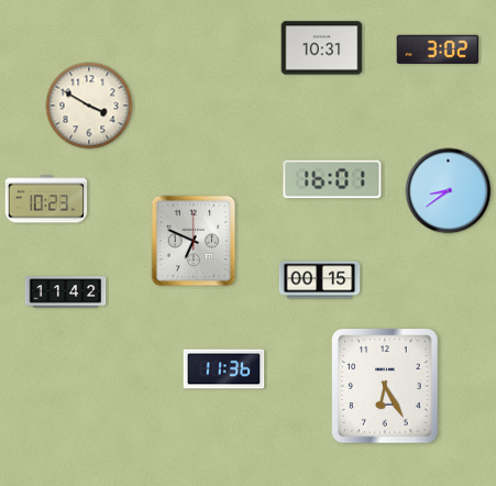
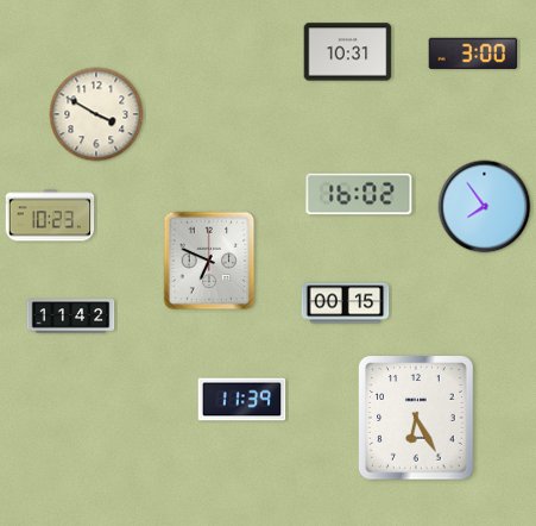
clock at (438, 49): 3:02 -> 3:00
clock at (332, 179): 16:01 -> 16:02
clock at (449, 191): 8:39 -> 7:54
clock at (224, 369): 11:36 -> 11:39
